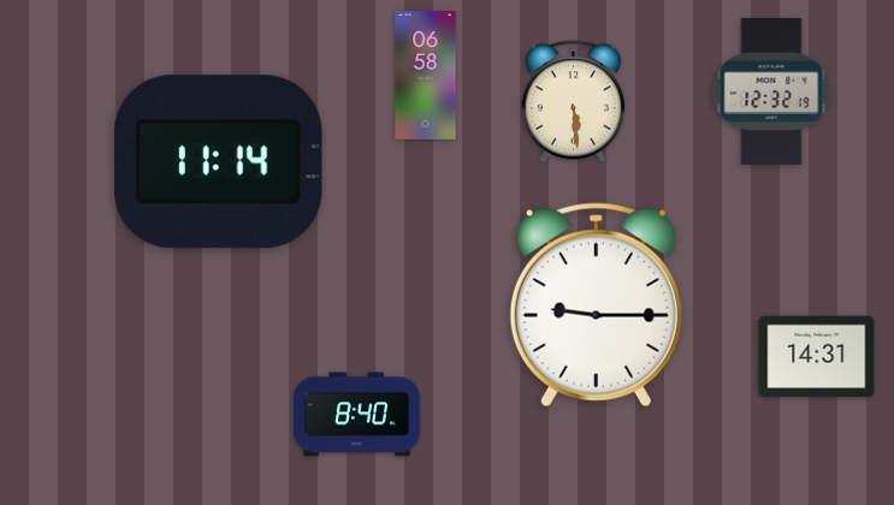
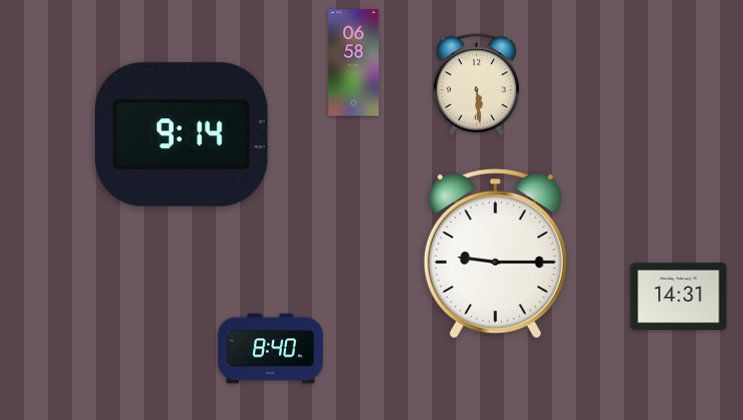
clock at (771, 91): 12:32 -> none
clock at (218, 162): 11:14 -> 9:14
clock at (356, 415) position: (356, 415) -> (270, 349)
